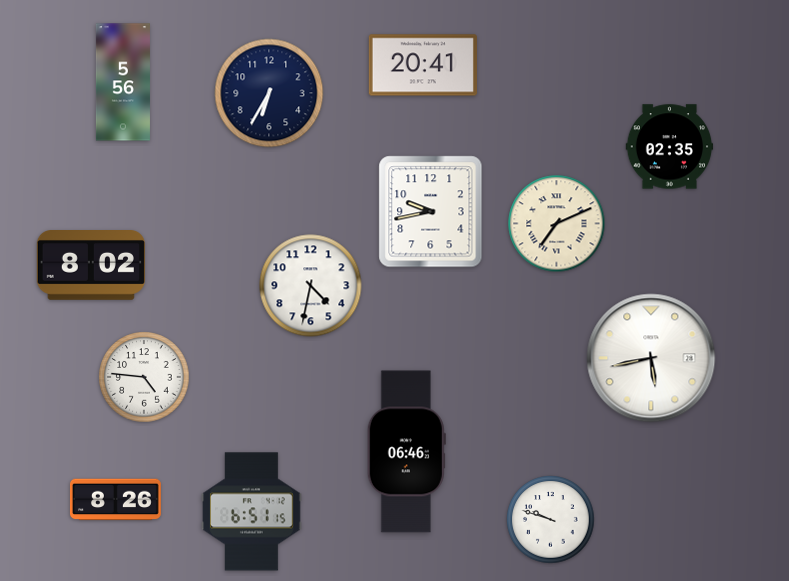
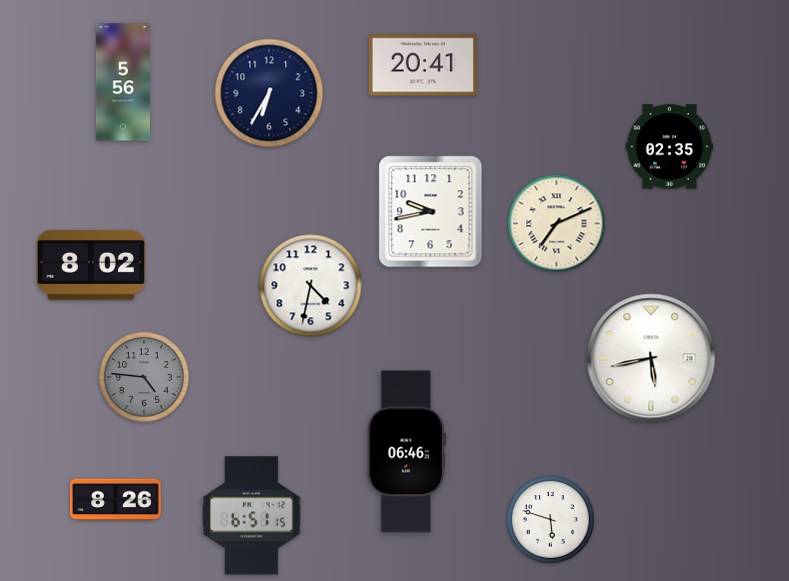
clock at (144, 377) dial: white -> grey
clock at (252, 512) position: (252, 512) -> (252, 516)
clock at (551, 520): 9:48 -> 5:48
